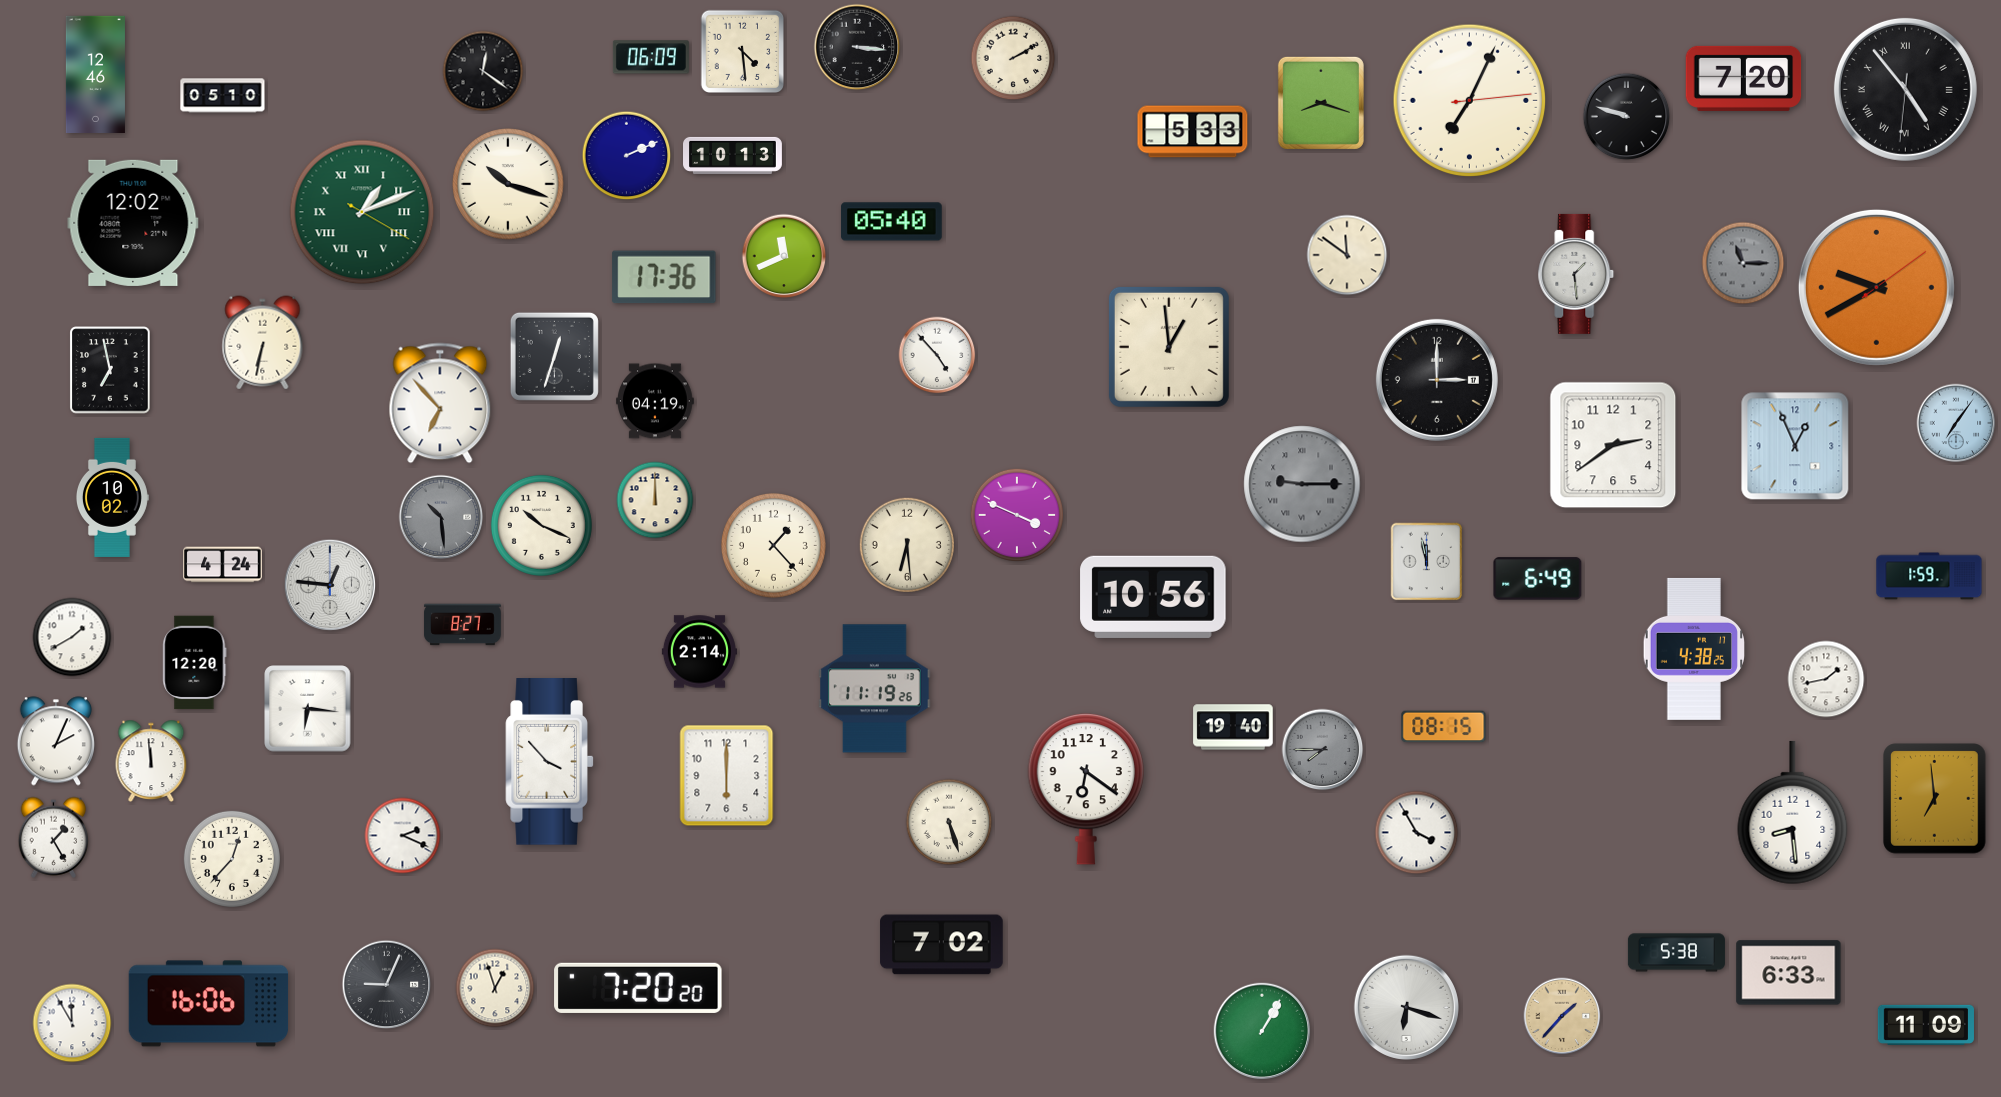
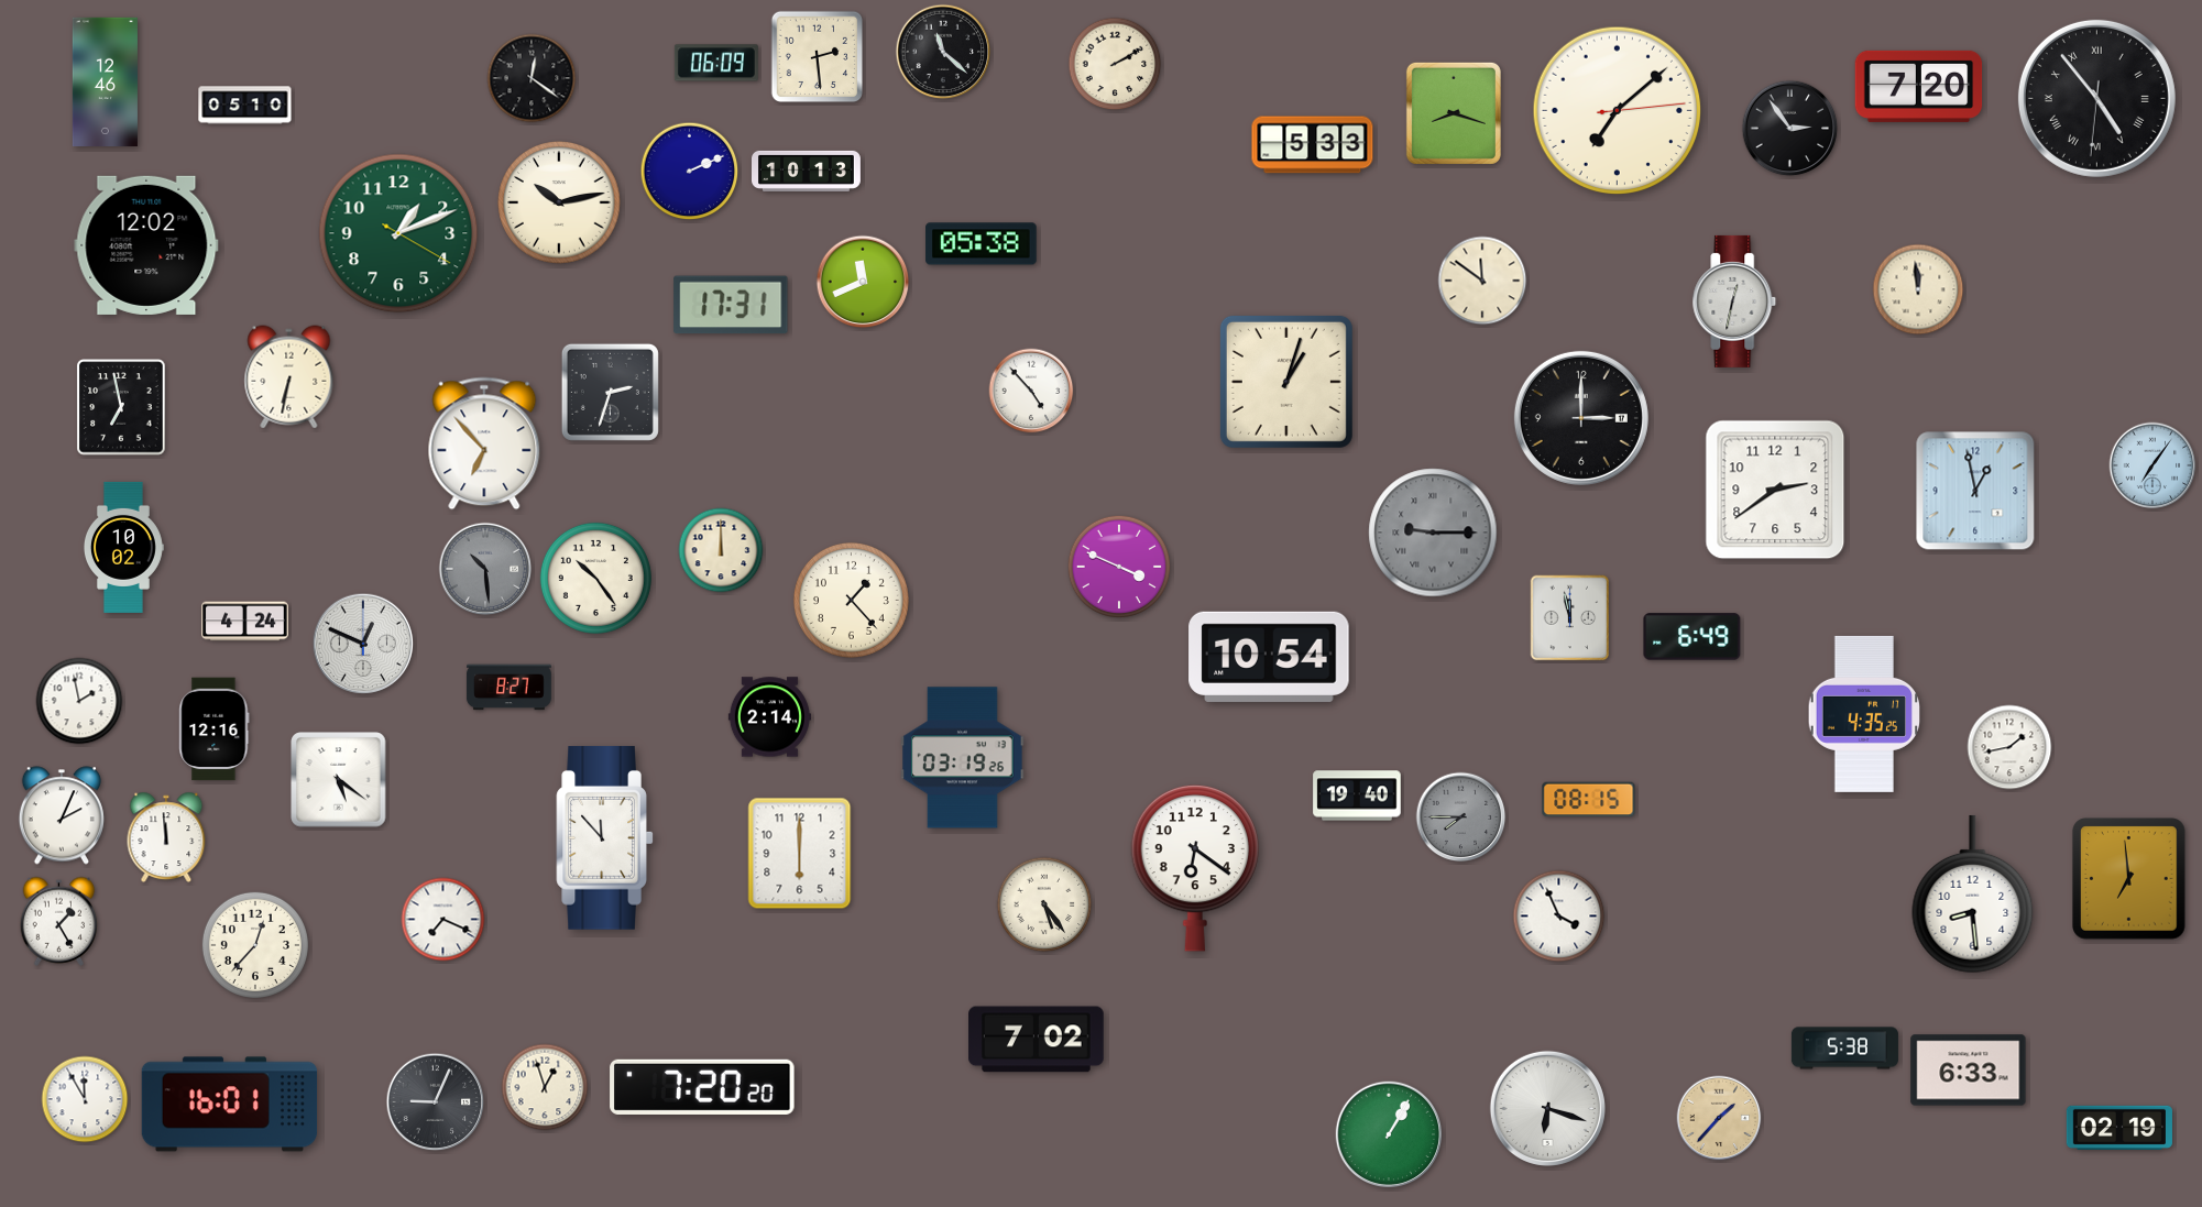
clock at (857, 47): 3:16 -> 11:22
clock at (742, 51): 4:29 -> 2:29
clock at (1470, 101): 7:04 -> 7:08
clock at (1627, 117): 9:48 -> 2:54
clock at (508, 184): 10:18 -> 10:13
clock at (362, 212) numerals: Roman -> Arabic
clock at (892, 222): 05:40 -> 05:38
clock at (1743, 263): 11:15 -> 11:59
clock at (1743, 263) dial: grey -> cream
clock at (1576, 274): 1:29 -> 12:32
clock at (664, 277): 17:36 -> 17:31
clock at (1876, 287): 9:40 -> none
clock at (1169, 347): 12:59 -> 1:03
clock at (554, 356): 12:33 -> 2:33
clock at (656, 401): 04:19 -> none
clock at (1795, 446): 12:56 -> 12:58
clock at (541, 525): 10:19 -> 10:24
clock at (907, 545): 6:29 -> none
clock at (1929, 576): 1:59 -> none
clock at (330, 585): 12:46 -> 12:49
clock at (1153, 597): 10:56 -> 10:54
clock at (72, 637): 1:40 -> 1:58
clock at (1694, 649): 4:38 -> 4:35
clock at (195, 663): 12:20 -> 12:16
clock at (875, 689): 11:19 -> 03:19
clock at (308, 709): 6:16 -> 5:21
clock at (1233, 727) position: (1233, 727) -> (1357, 795)
clock at (1323, 750) position: (1323, 750) -> (1461, 818)
clock at (550, 762): 3:53 -> 11:53
clock at (949, 822): 5:27 -> 5:24
clock at (1417, 833): 3:55 -> 3:56
clock at (403, 836): 2:19 -> 7:19
clock at (387, 985) position: (387, 985) -> (436, 1102)
clock at (209, 1004): 16:06 -> 16:01
clock at (72, 1023) position: (72, 1023) -> (85, 1099)
clock at (1926, 1025): 11:09 -> 02:19
